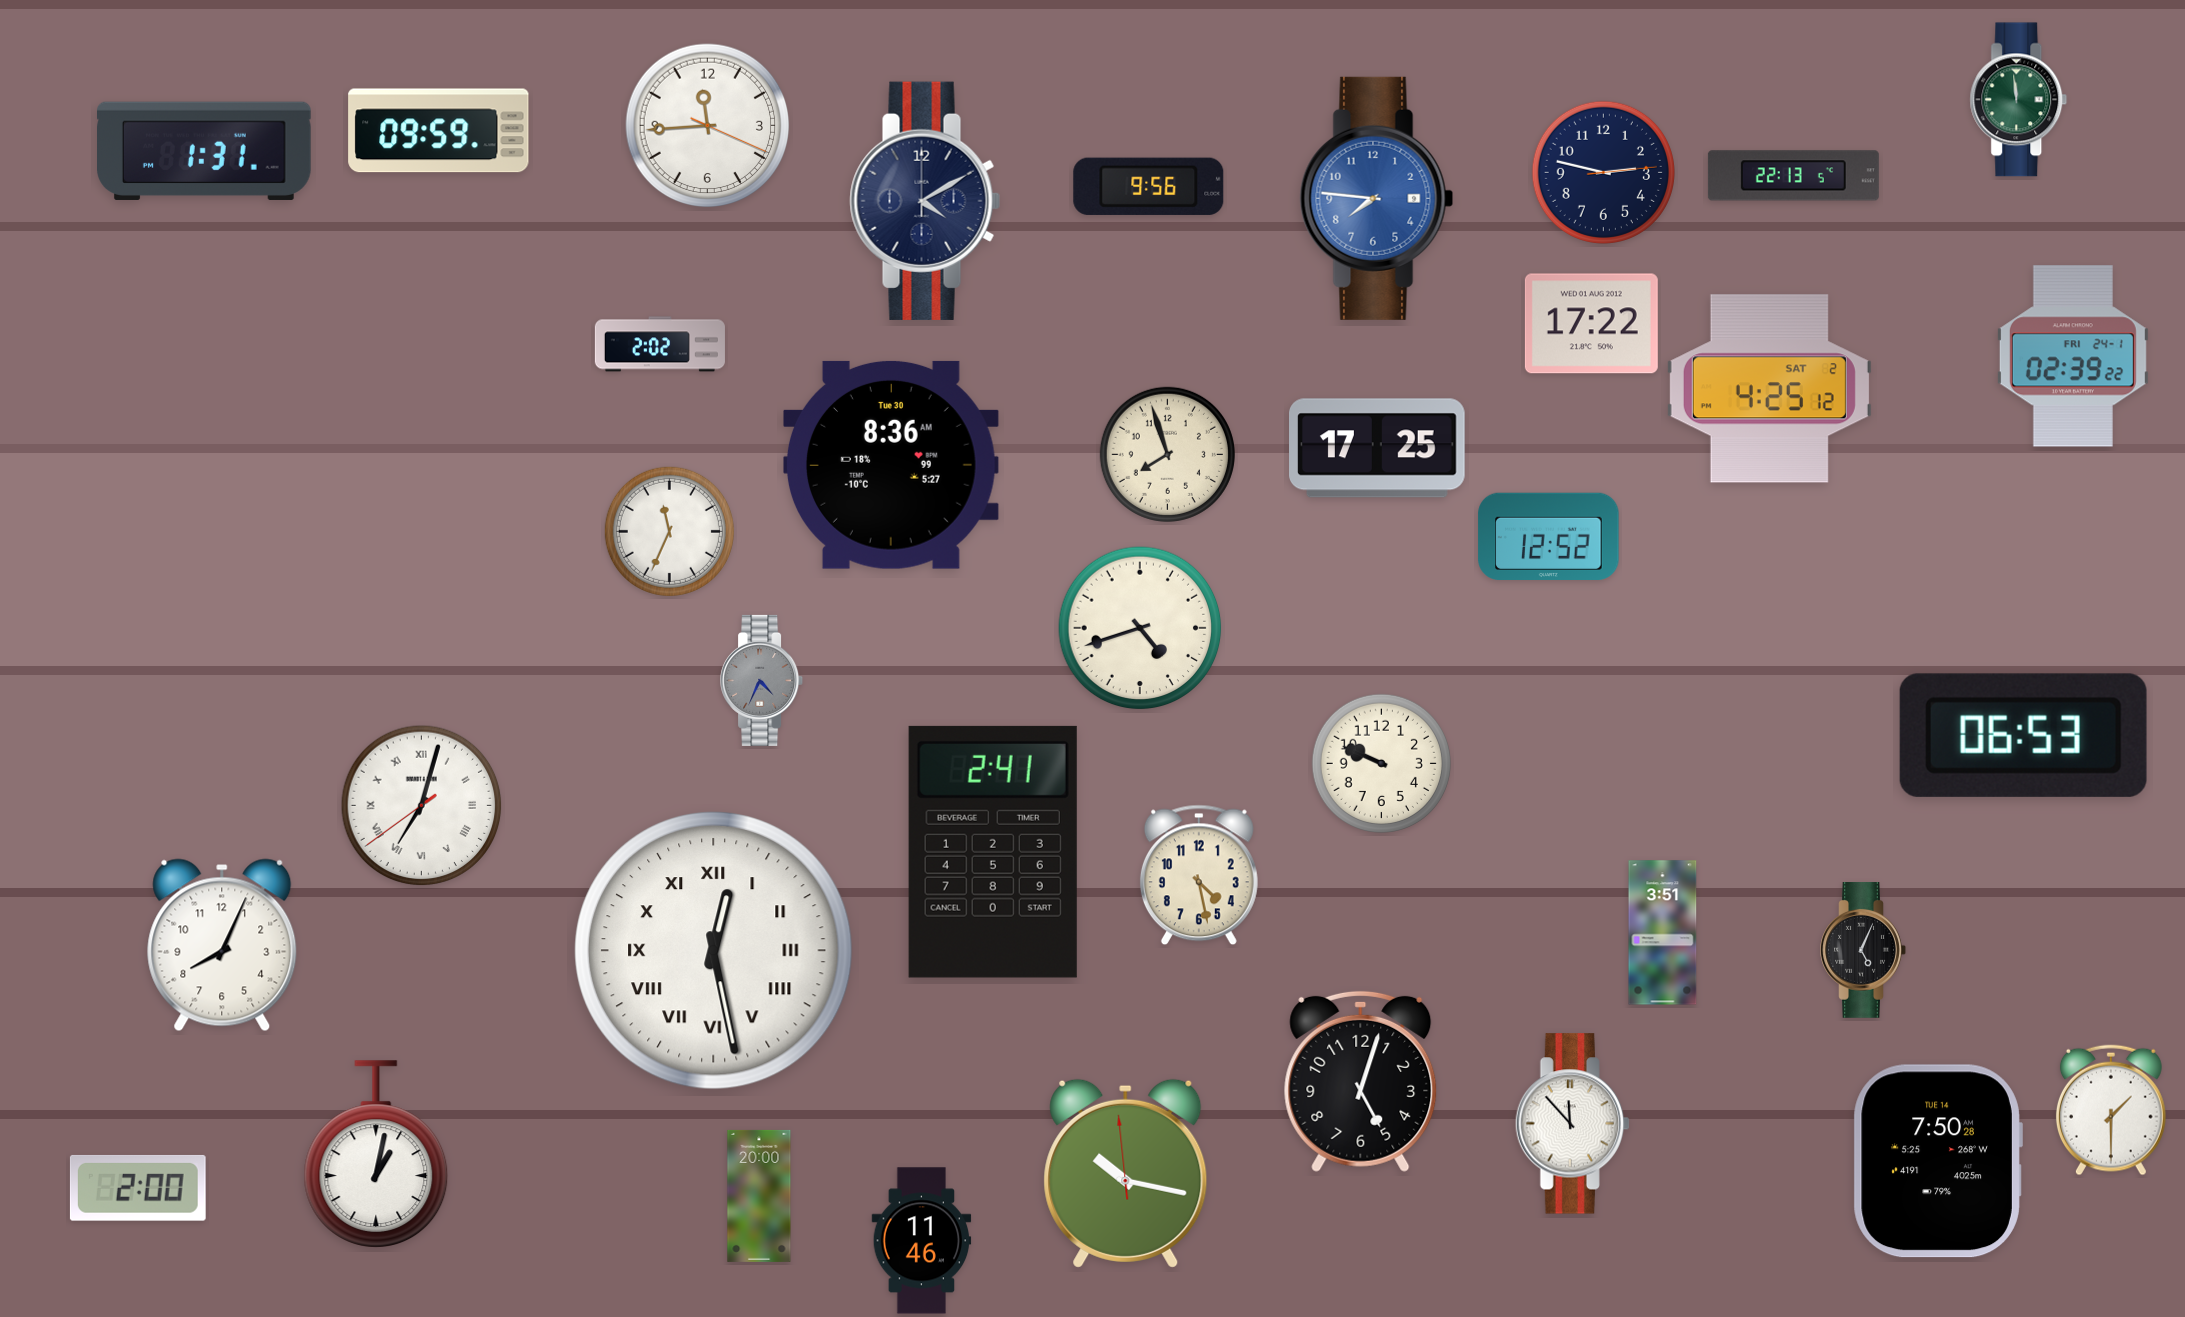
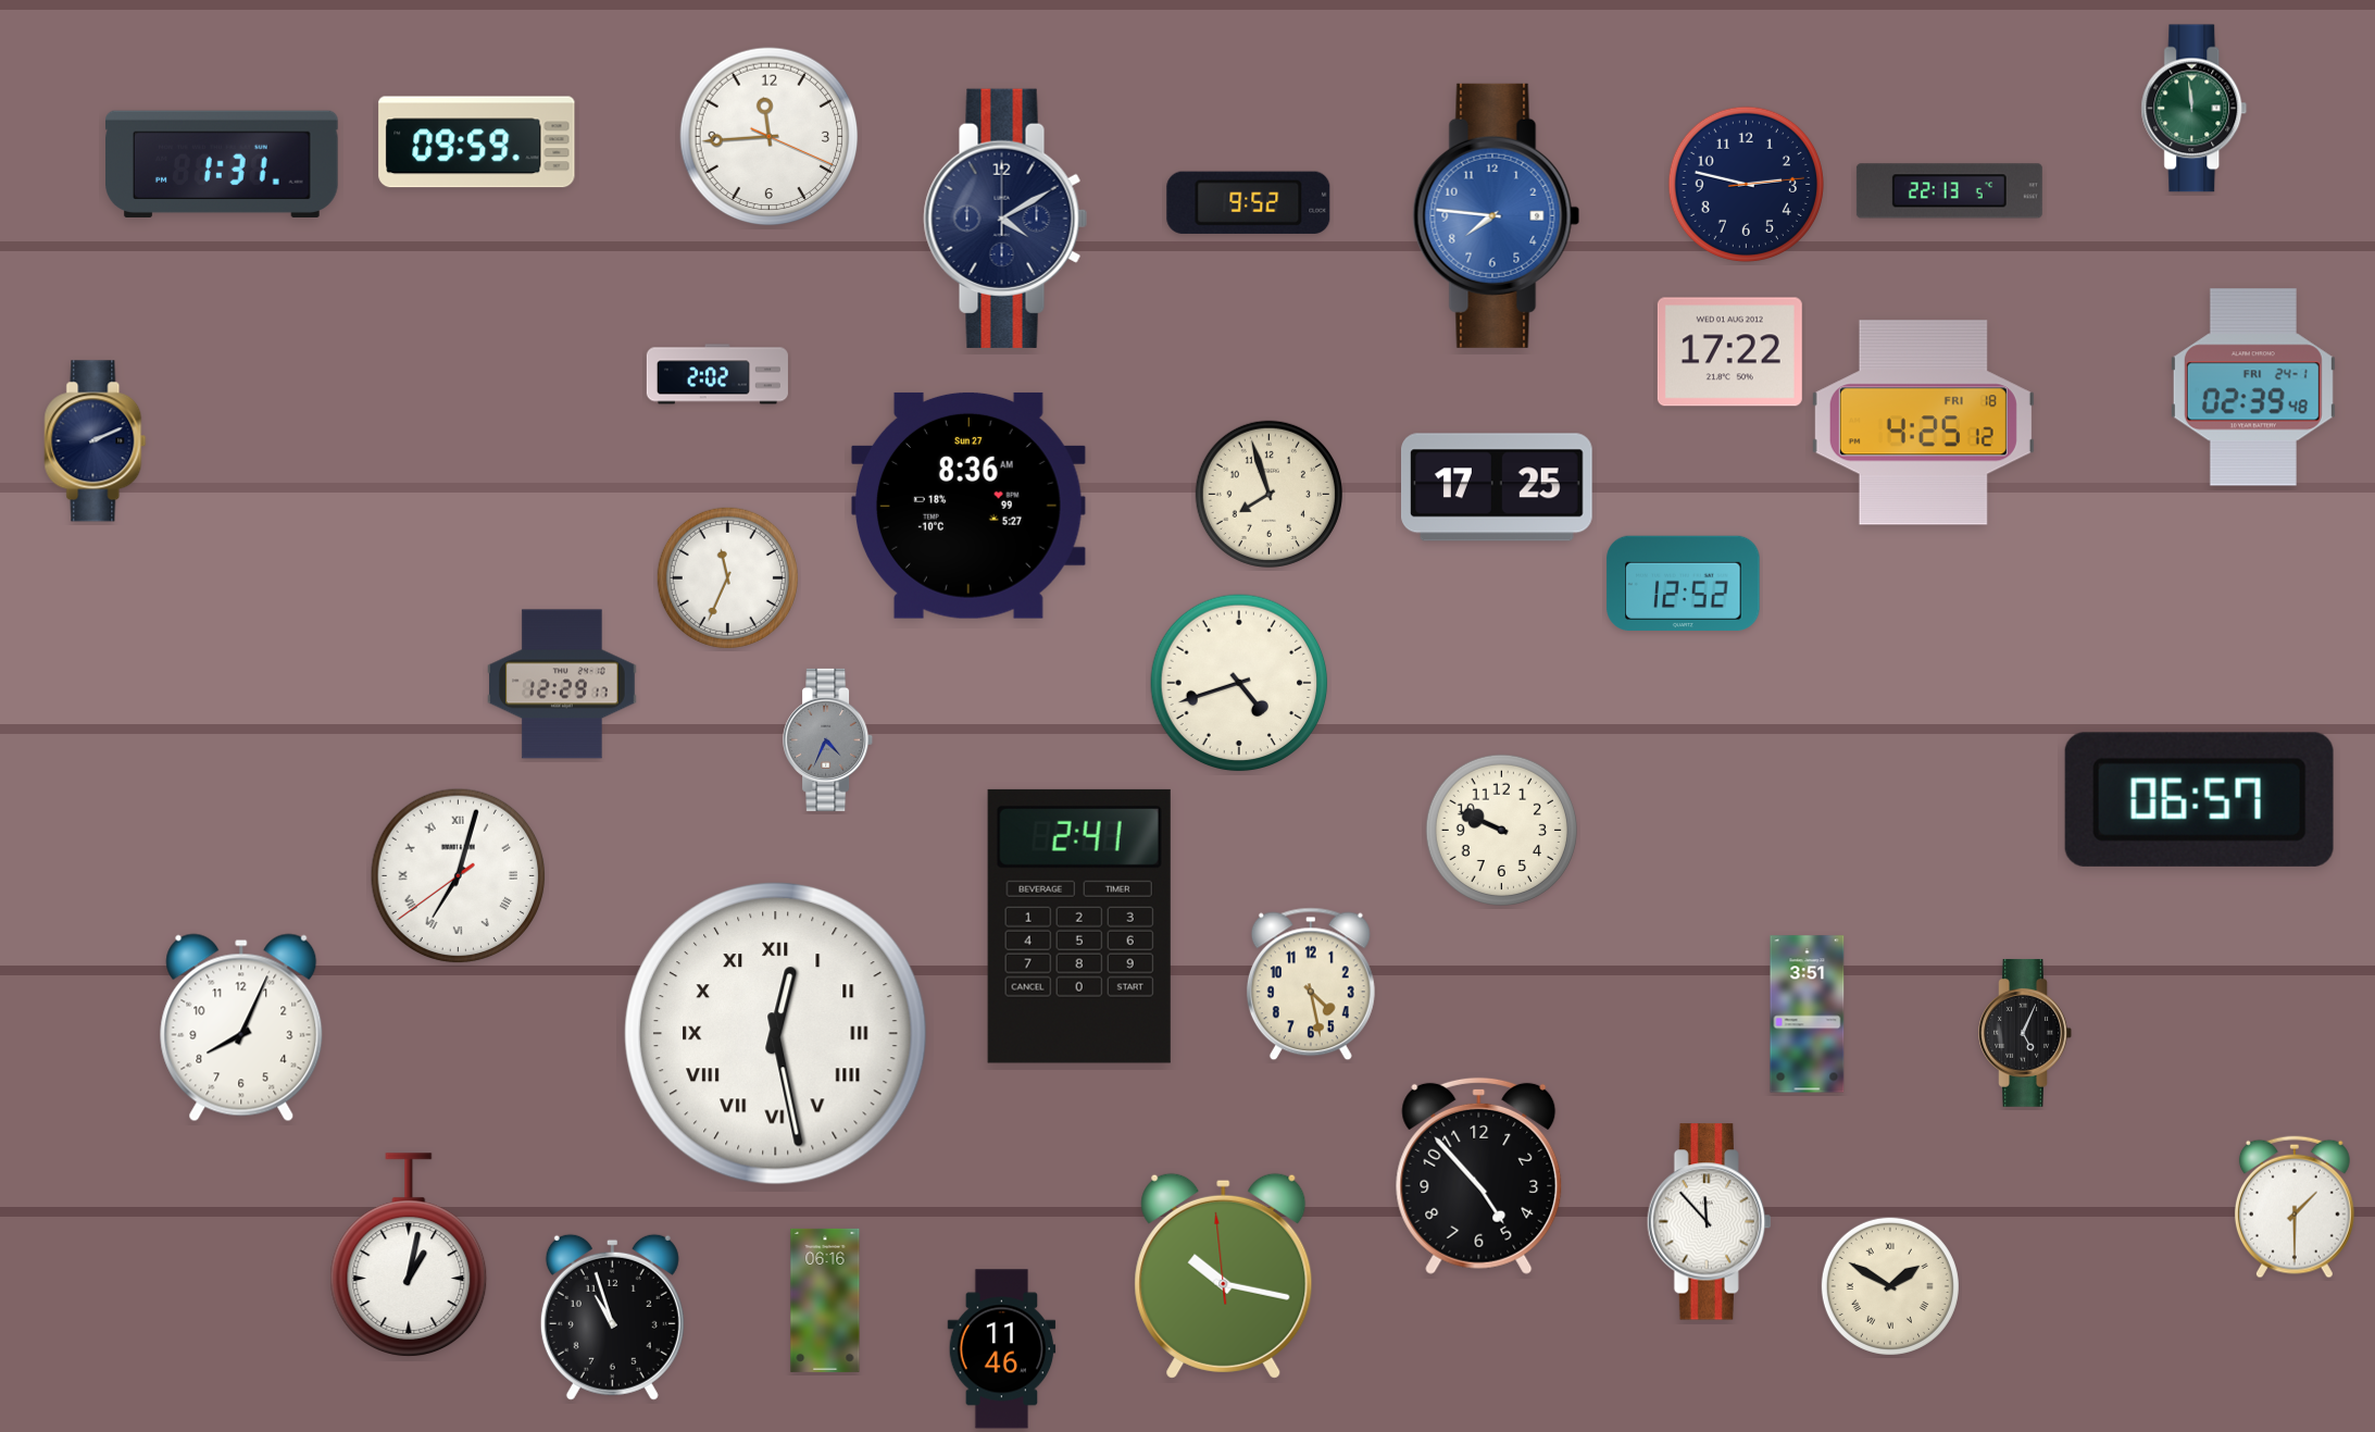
clock at (1603, 172) position: (1603, 172) -> (1746, 184)
clock at (1149, 186): 9:56 -> 9:52
clock at (2073, 356): 02:39:22 -> 02:39:48
clock at (1769, 389) date: SAT 2 -> FRI 18
clock at (96, 441): none -> 2:11
clock at (892, 465) date: Tue 30 -> Sun 27
clock at (562, 684): none -> 12:29
clock at (2023, 735): 06:53 -> 06:57
clock at (1199, 875) position: (1199, 875) -> (1311, 984)
clock at (1361, 1081): 5:03 -> 4:53
clock at (1938, 1161): 7:50 -> none
clock at (1890, 1286): none -> 1:50
clock at (138, 1188): 2:00 -> none
clock at (759, 1196): 20:00 -> 06:16
clock at (612, 1317): none -> 10:57
